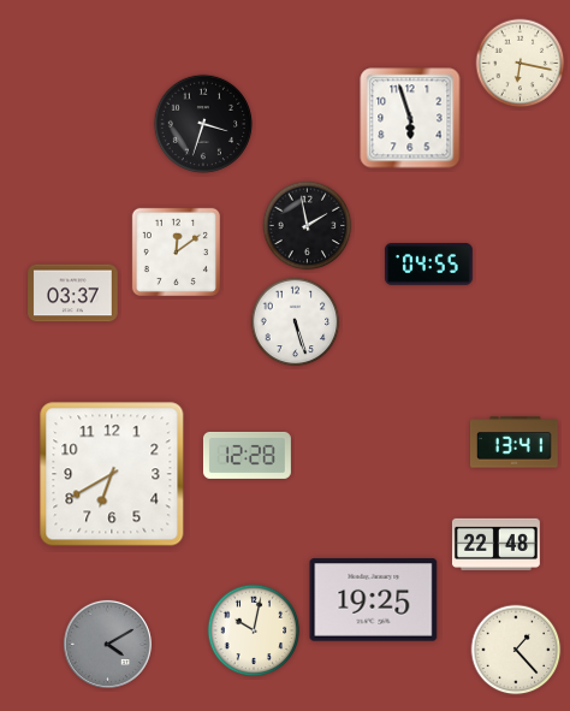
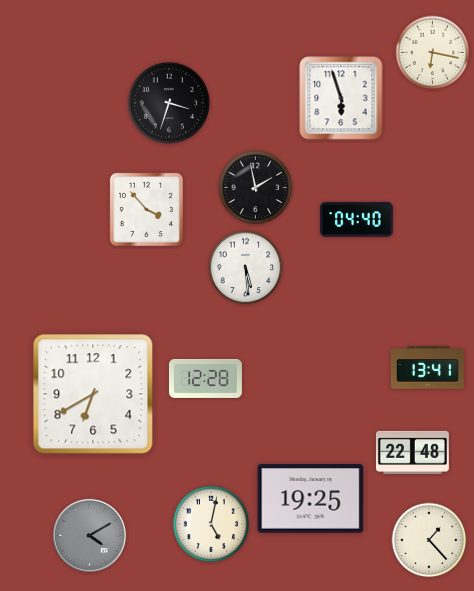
clock at (176, 251): 12:09 -> 3:53
clock at (428, 265): 04:55 -> 04:40
clock at (73, 294): 03:37 -> none
clock at (296, 322): 5:27 -> 5:29
clock at (254, 630): 10:02 -> 5:02
